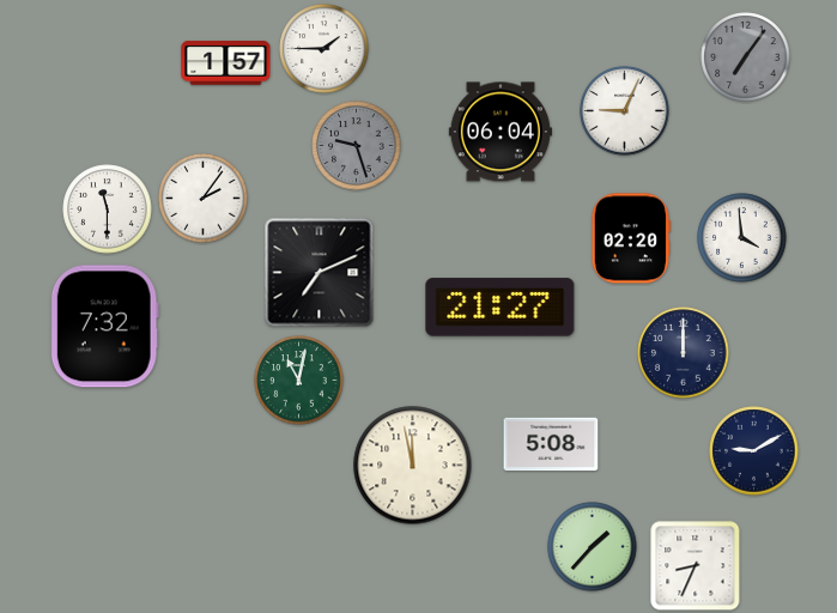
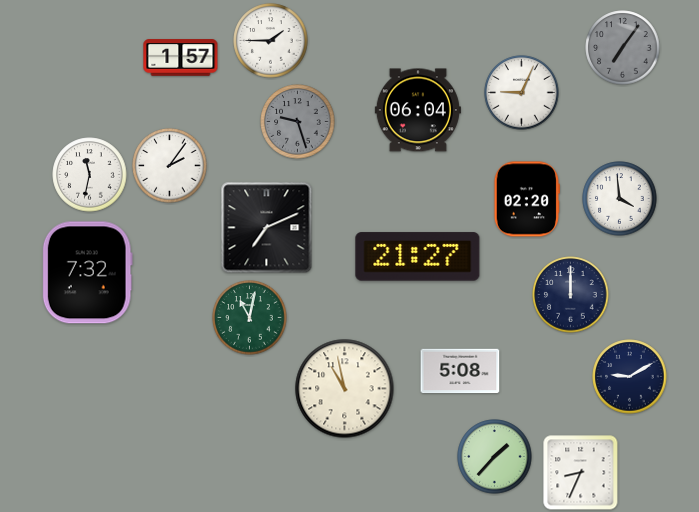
clock at (226, 63) position: (226, 63) -> (181, 58)
clock at (108, 210): 11:30 -> 11:32
clock at (413, 466): 11:58 -> 10:58
